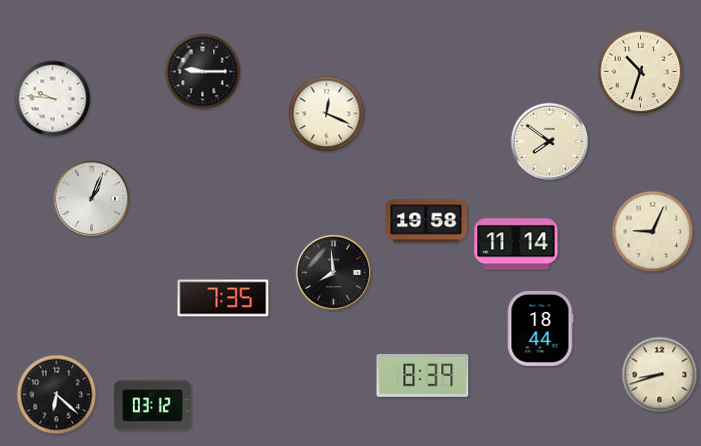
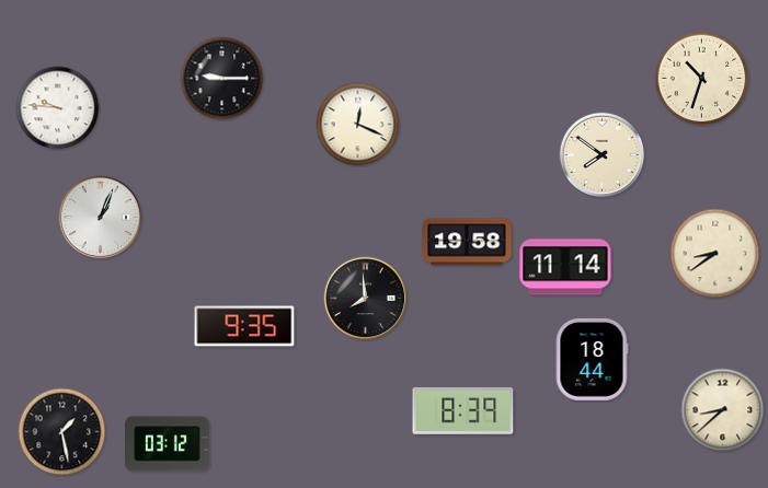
clock at (653, 232): 9:04 -> 8:39
clock at (223, 298): 7:35 -> 9:35
clock at (660, 375): 8:42 -> 8:38
clock at (57, 395): 6:22 -> 1:28
